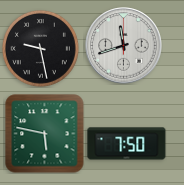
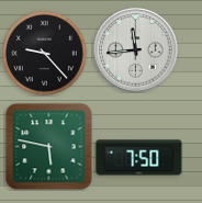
clock at (124, 46): 11:42 -> 11:44
clock at (40, 48): 9:28 -> 9:23
